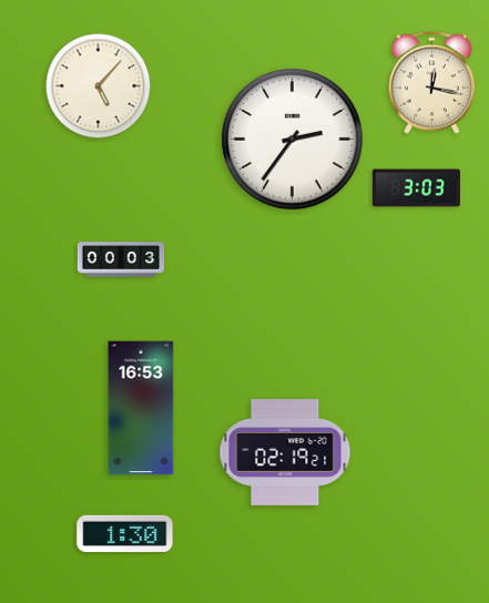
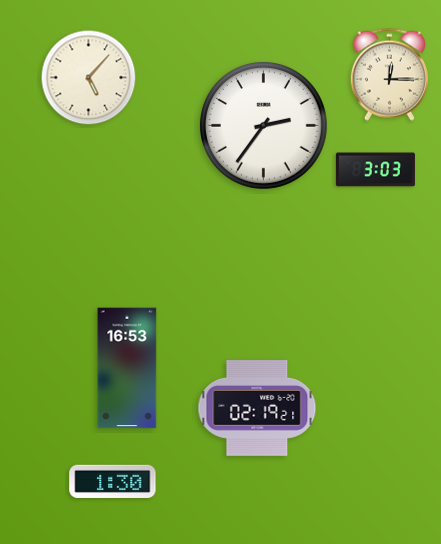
clock at (431, 82): 12:17 -> 12:15
clock at (120, 259): 00:03 -> none
